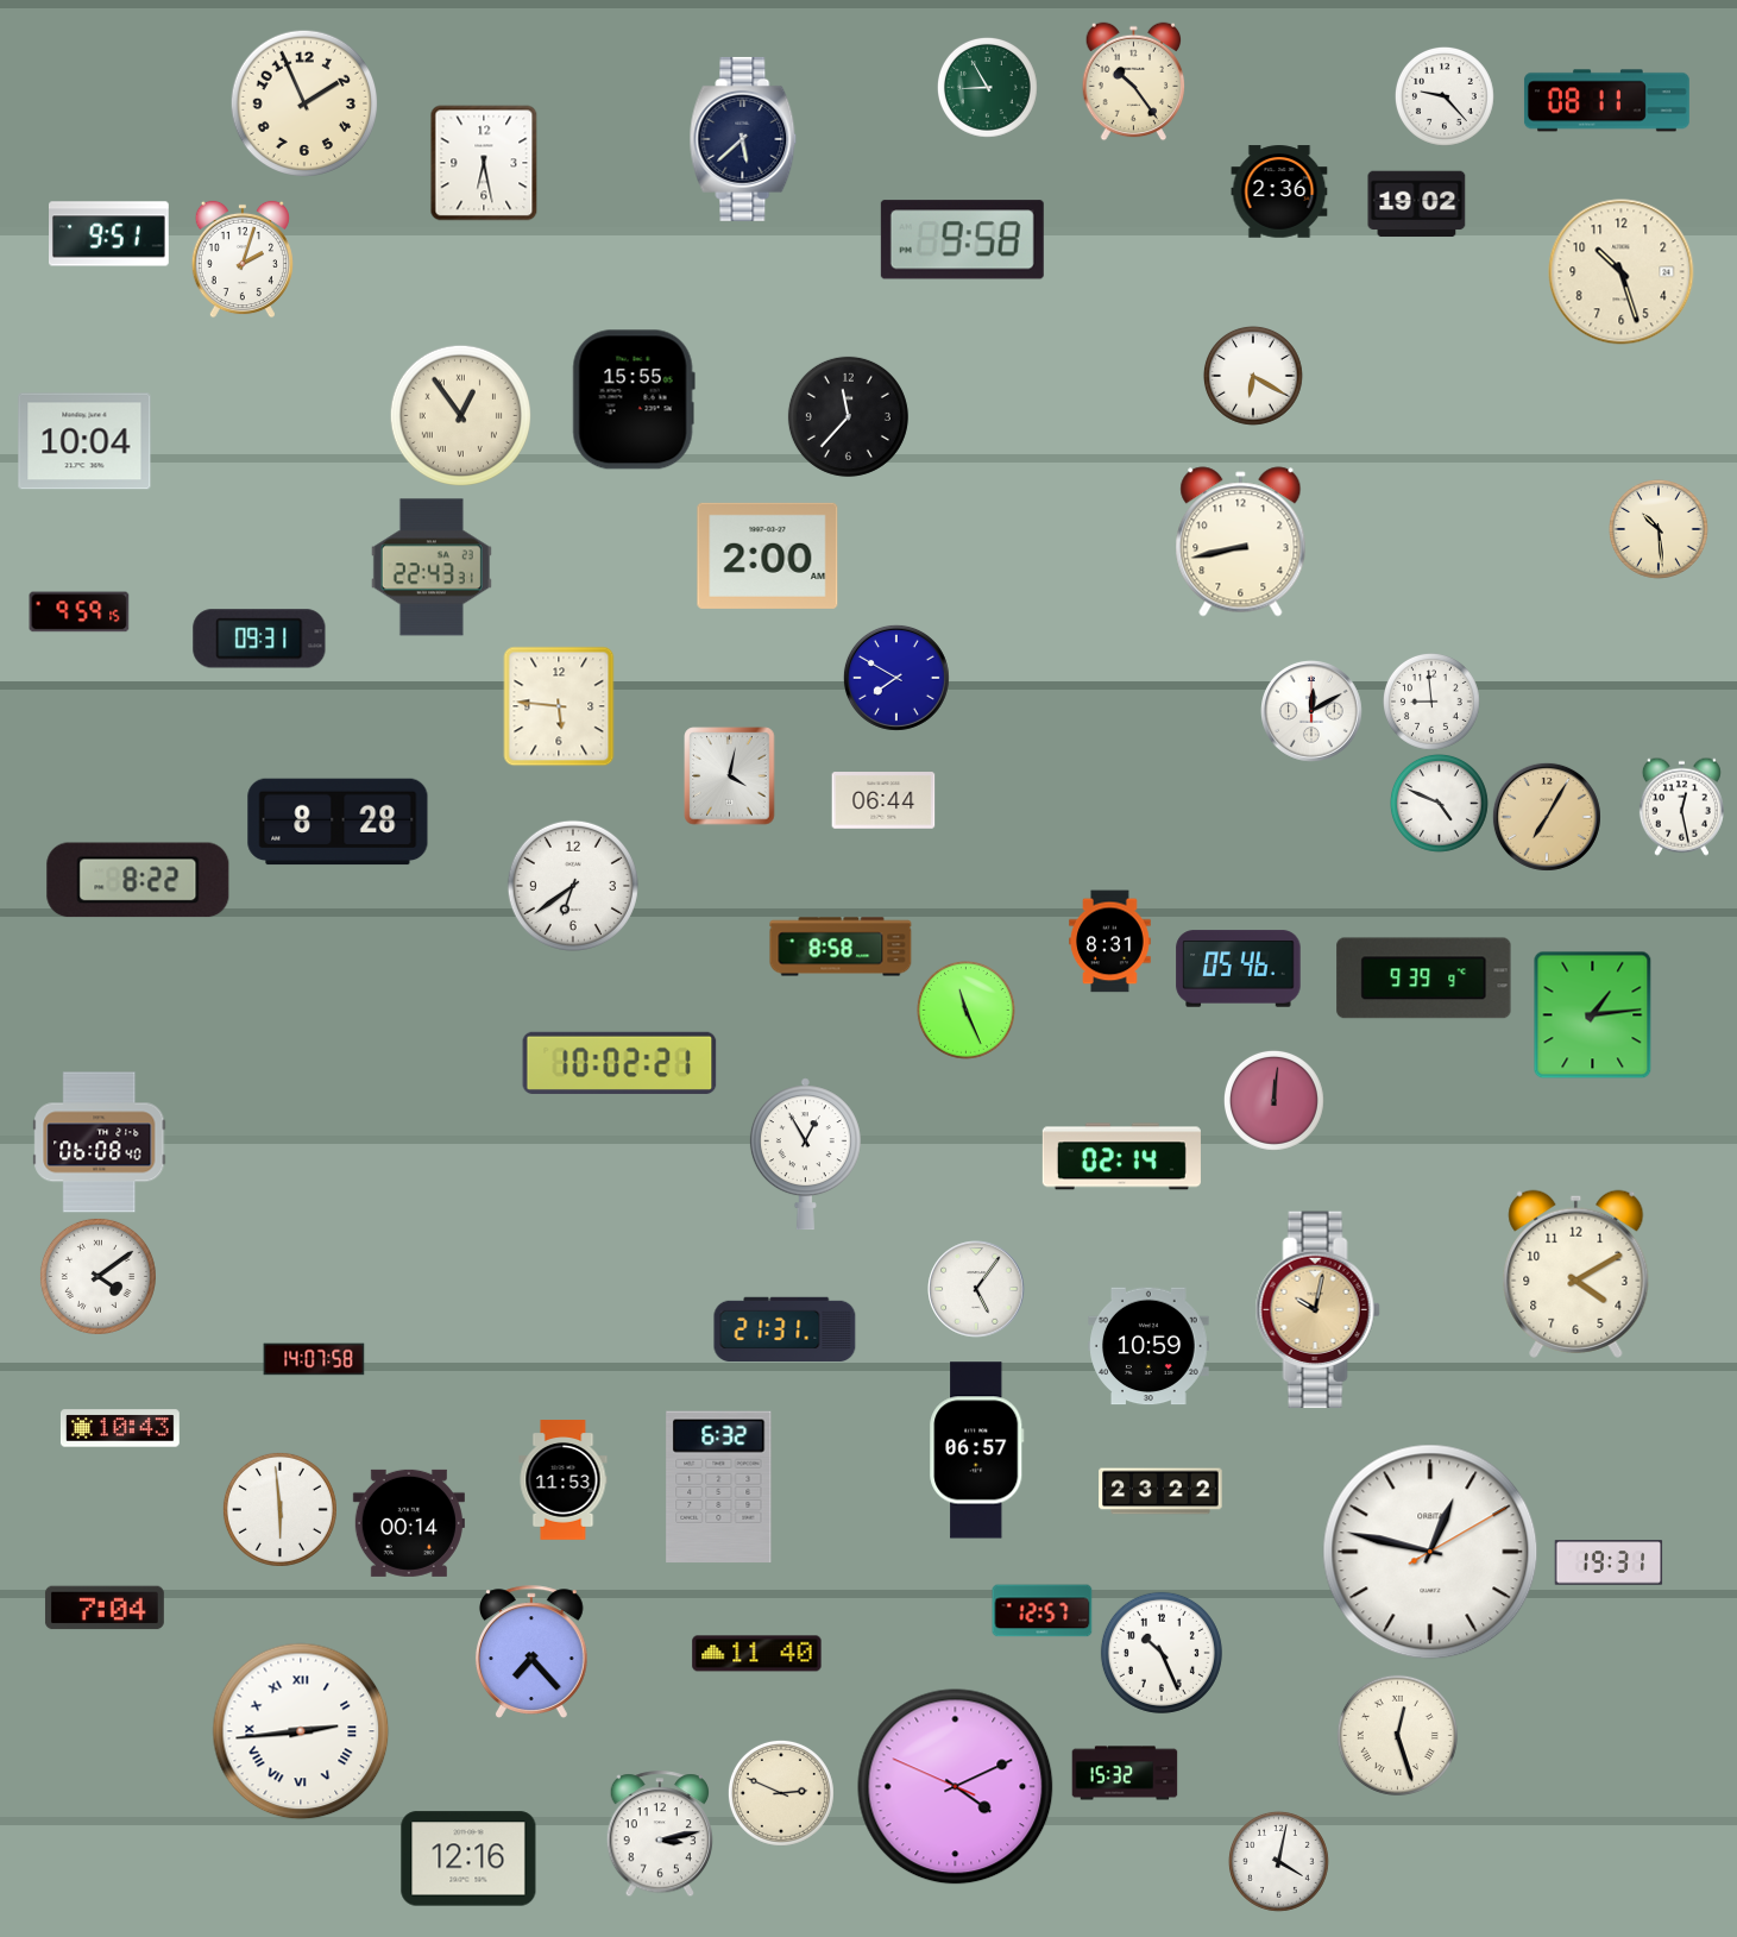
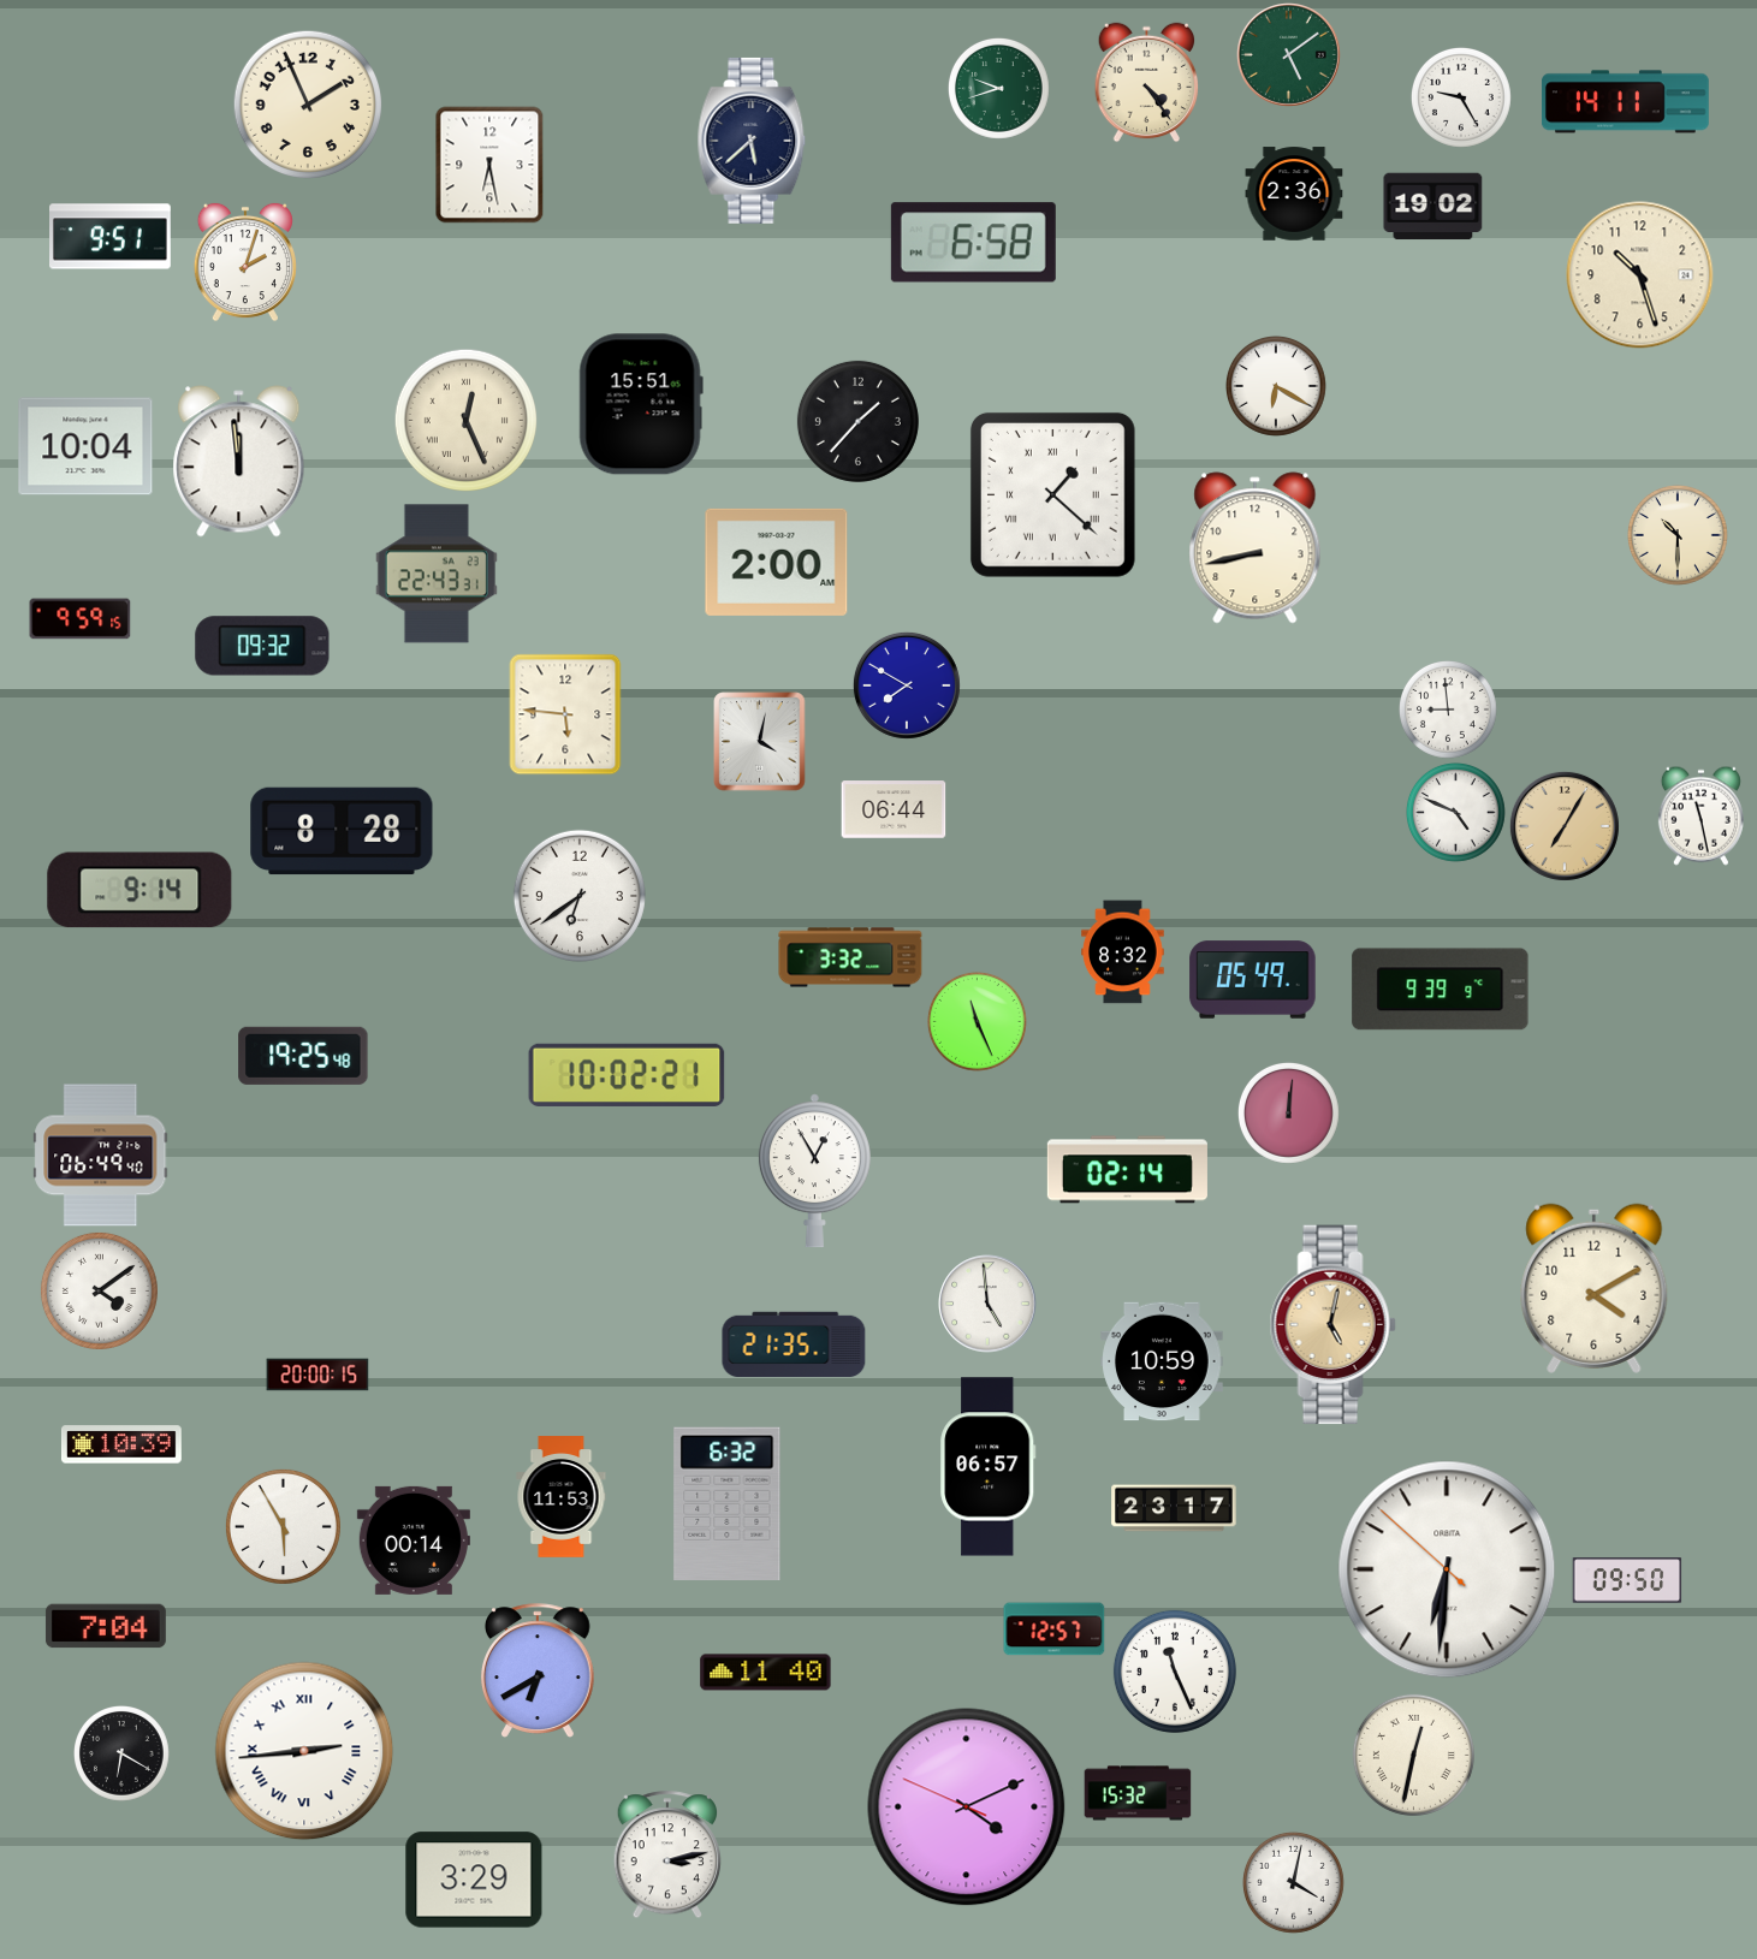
clock at (1289, 55): none -> 5:09
clock at (1134, 82): 10:24 -> 4:24
clock at (987, 87): 8:55 -> 9:42
clock at (1445, 96): 9:23 -> 9:25
clock at (1606, 101): 08:11 -> 14:11
clock at (962, 240): 9:58 -> 6:58
clock at (1253, 376) position: (1253, 376) -> (1276, 386)
clock at (634, 400): 15:55 -> 15:51
clock at (460, 415): 12:54 -> 12:26
clock at (848, 416): 11:37 -> 1:37
clock at (239, 462): none -> 11:59
clock at (1052, 494): none -> 1:22
clock at (1659, 529): 10:29 -> 10:30
clock at (259, 639): 09:31 -> 09:32
clock at (1313, 712): 12:10 -> none
clock at (730, 776) position: (730, 776) -> (760, 742)
clock at (1681, 806): 12:28 -> 11:28
clock at (138, 880): 8:22 -> 9:14
clock at (1110, 942): 8:31 -> 8:32
clock at (841, 947): 8:58 -> 3:32
clock at (1239, 969): 05:46 -> 05:49
clock at (1593, 1015): 1:14 -> none
clock at (303, 1056): none -> 19:25
clock at (100, 1143): 06:08 -> 06:49
clock at (805, 1155) position: (805, 1155) -> (814, 1171)
clock at (1121, 1157) position: (1121, 1157) -> (1127, 1170)
clock at (976, 1289): 5:06 -> 4:59
clock at (1317, 1310): 10:02 -> 5:02
clock at (785, 1329): 21:31 -> 21:35
clock at (314, 1359): 14:07 -> 20:00
clock at (120, 1428): 10:43 -> 10:39
clock at (564, 1480) position: (564, 1480) -> (562, 1497)
clock at (1160, 1491): 23:22 -> 23:17
clock at (279, 1509): 5:59 -> 5:55
clock at (1430, 1552): 12:47 -> 6:30
clock at (1609, 1562): 19:31 -> 09:50
clock at (531, 1652): 7:23 -> 6:40
clock at (1162, 1653): 10:26 -> 11:26
clock at (123, 1755): none -> 6:20
clock at (1397, 1735): 12:27 -> 12:32
clock at (781, 1793): 2:49 -> none
clock at (468, 1859): 12:16 -> 3:29
